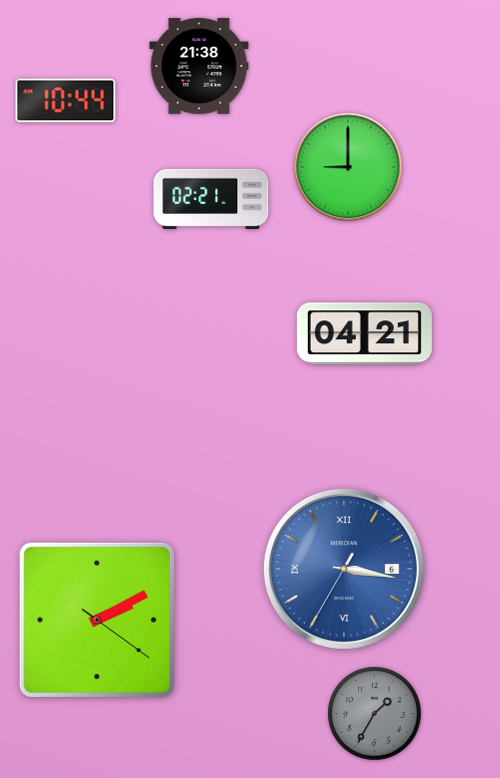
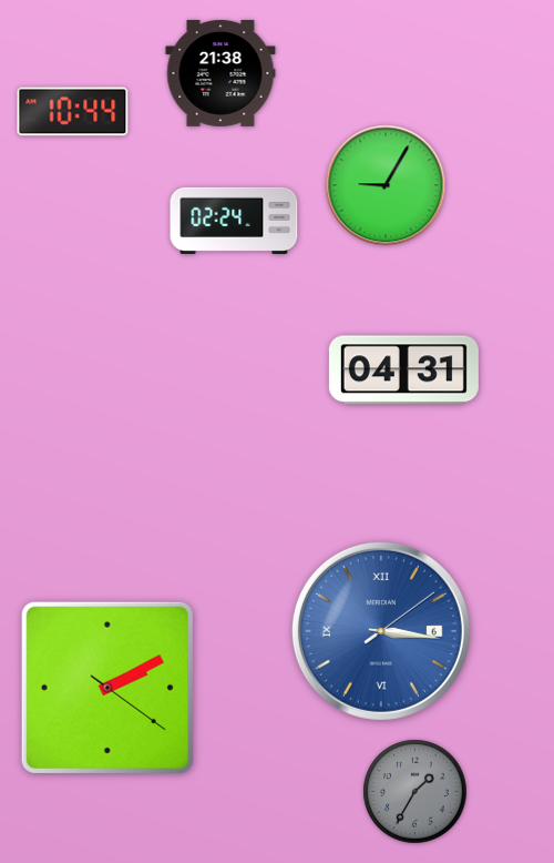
clock at (348, 167): 9:00 -> 9:05
clock at (211, 199): 02:21 -> 02:24
clock at (364, 334): 04:21 -> 04:31
clock at (344, 569): 3:16:35 -> 3:16:09
